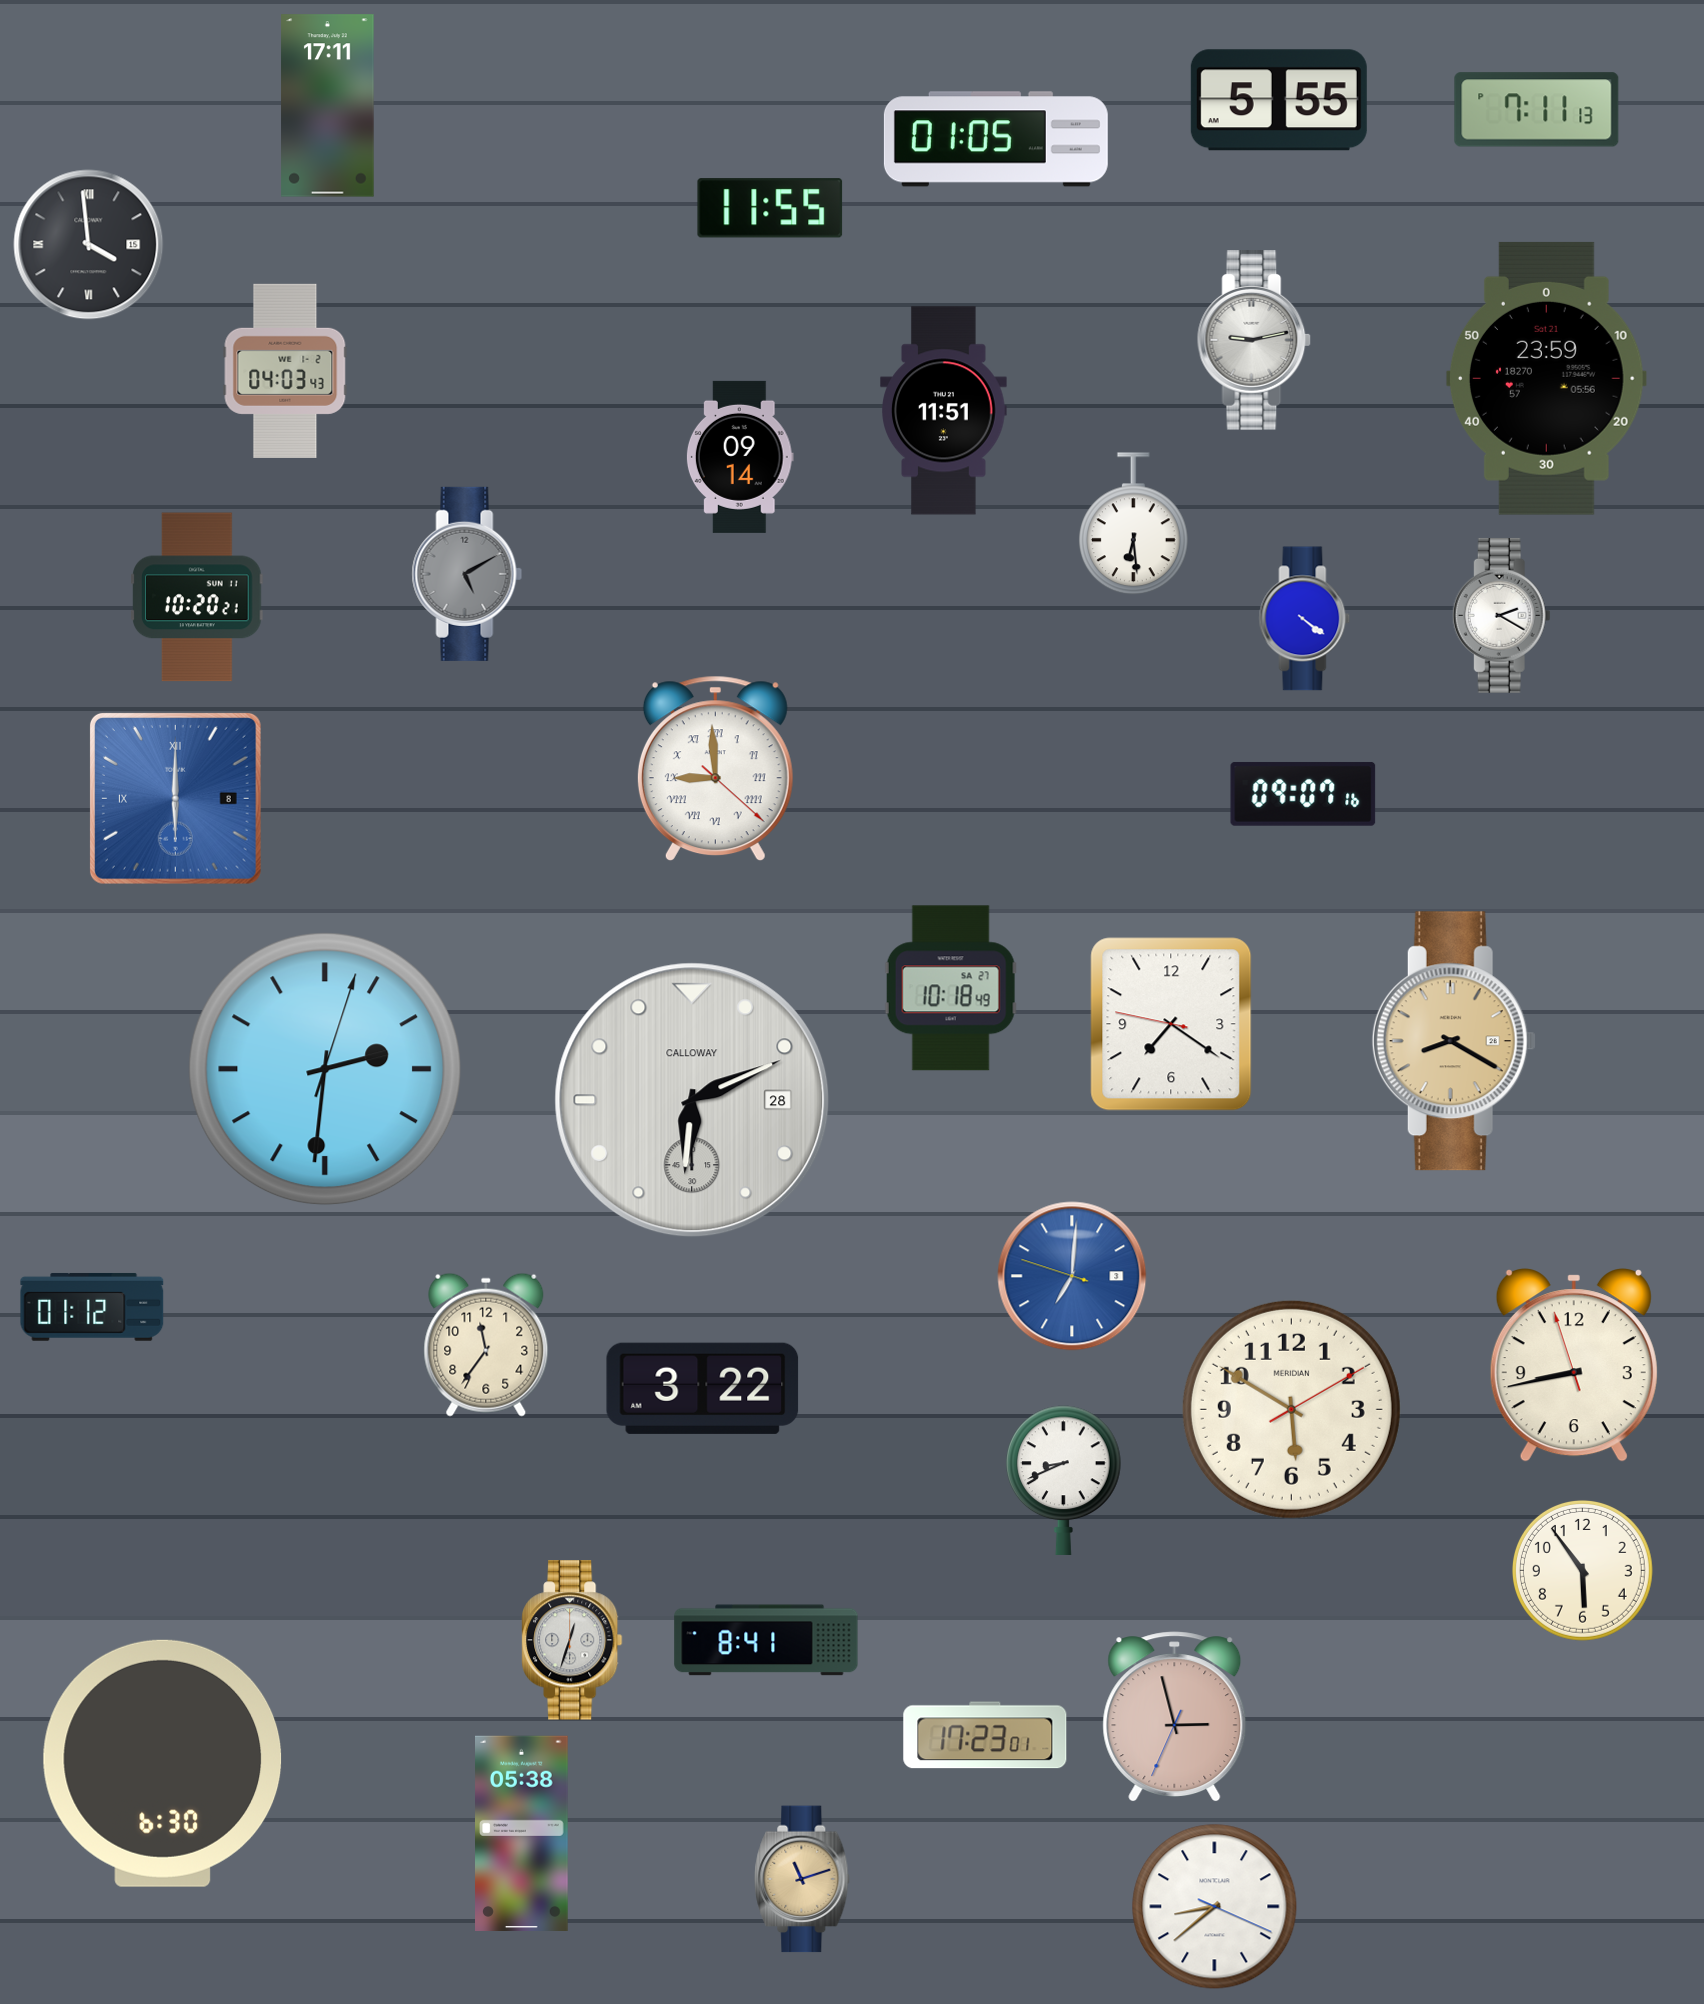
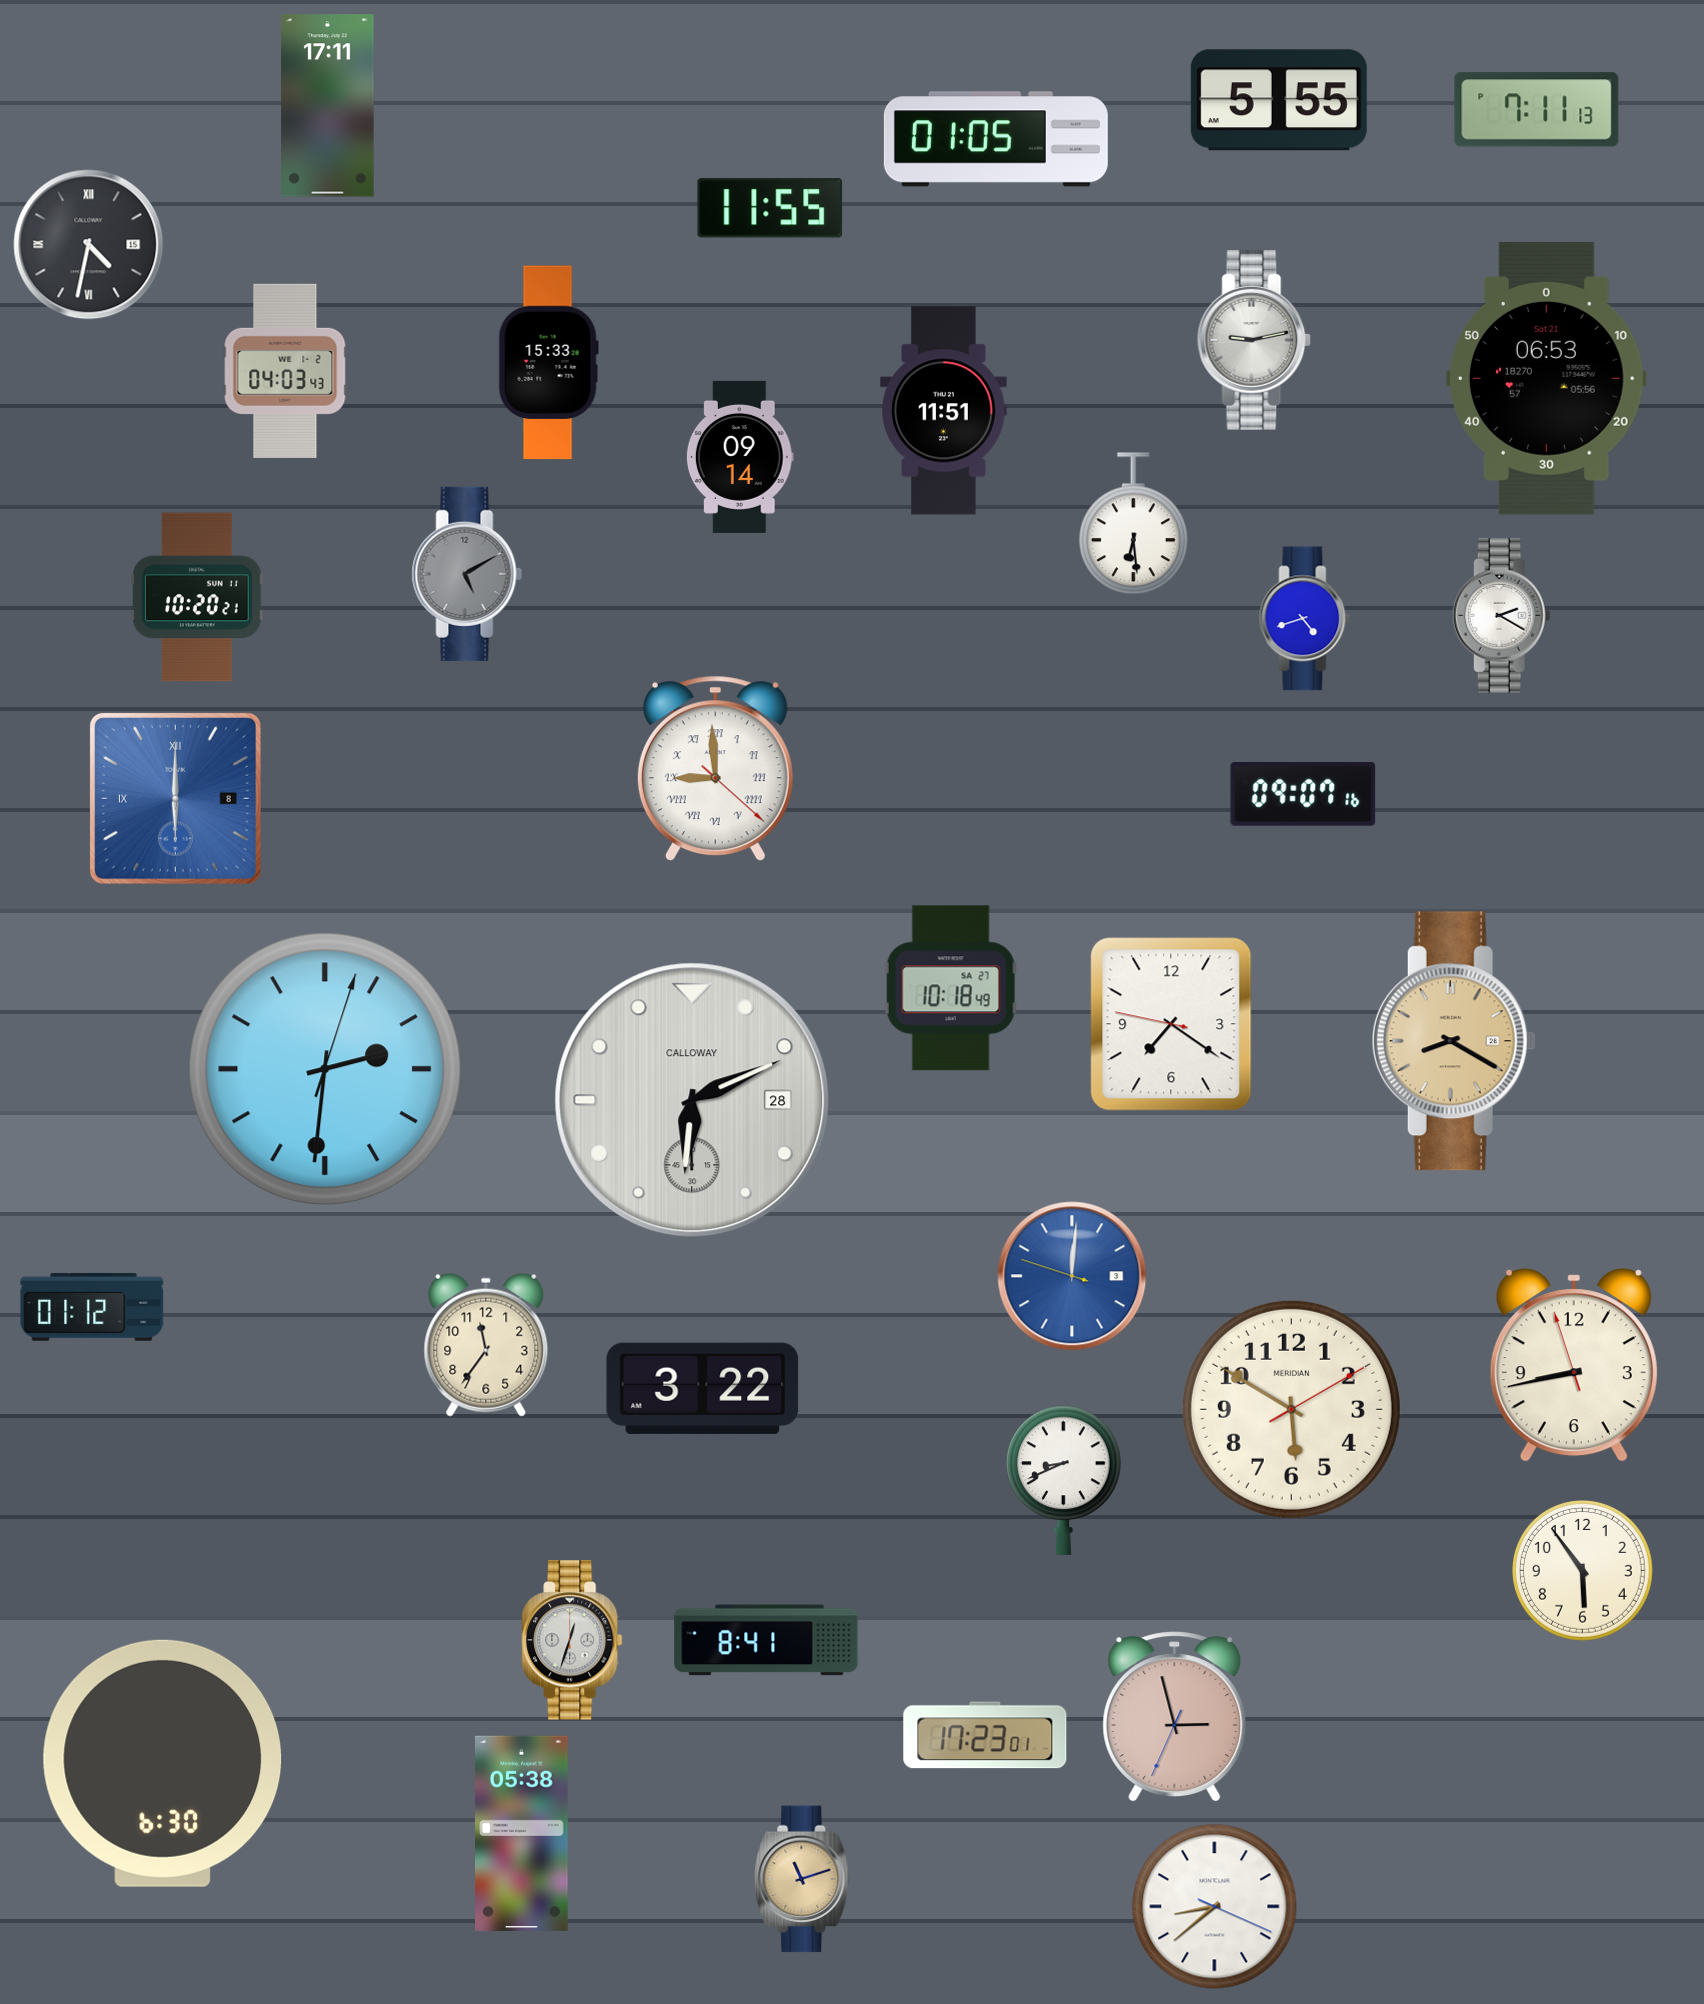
clock at (89, 245): 3:59 -> 4:32
clock at (548, 363): none -> 15:33
clock at (1546, 378): 23:59 -> 06:53
clock at (1305, 619): 4:21 -> 4:42
clock at (1072, 1276): 7:00 -> 12:00
